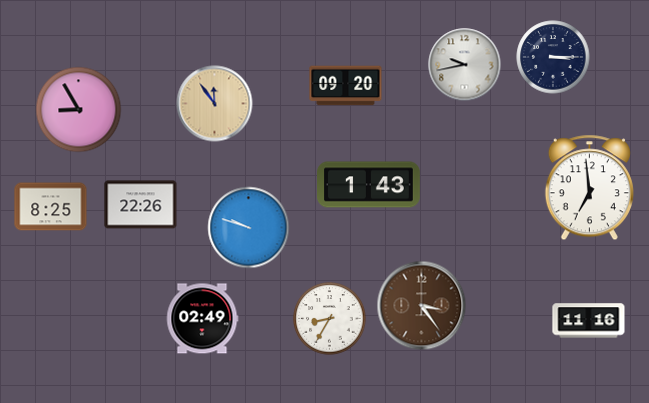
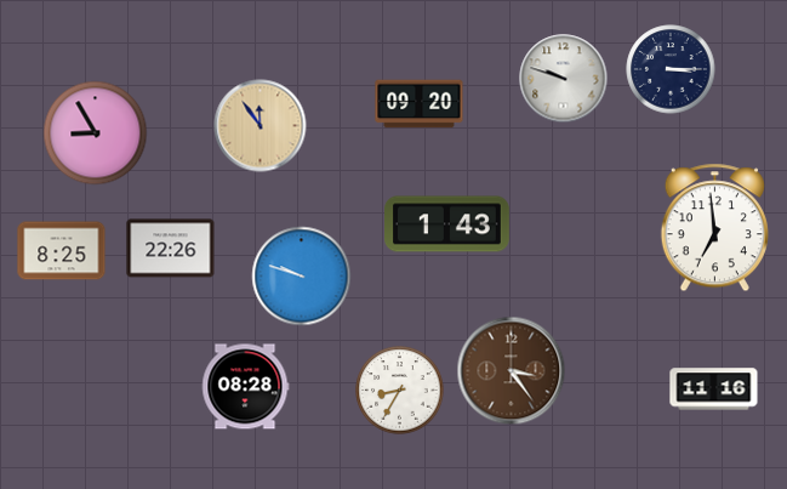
clock at (465, 65): 9:43 -> 9:48
clock at (202, 319): 02:49 -> 08:28
clock at (330, 319) position: (330, 319) -> (400, 391)
